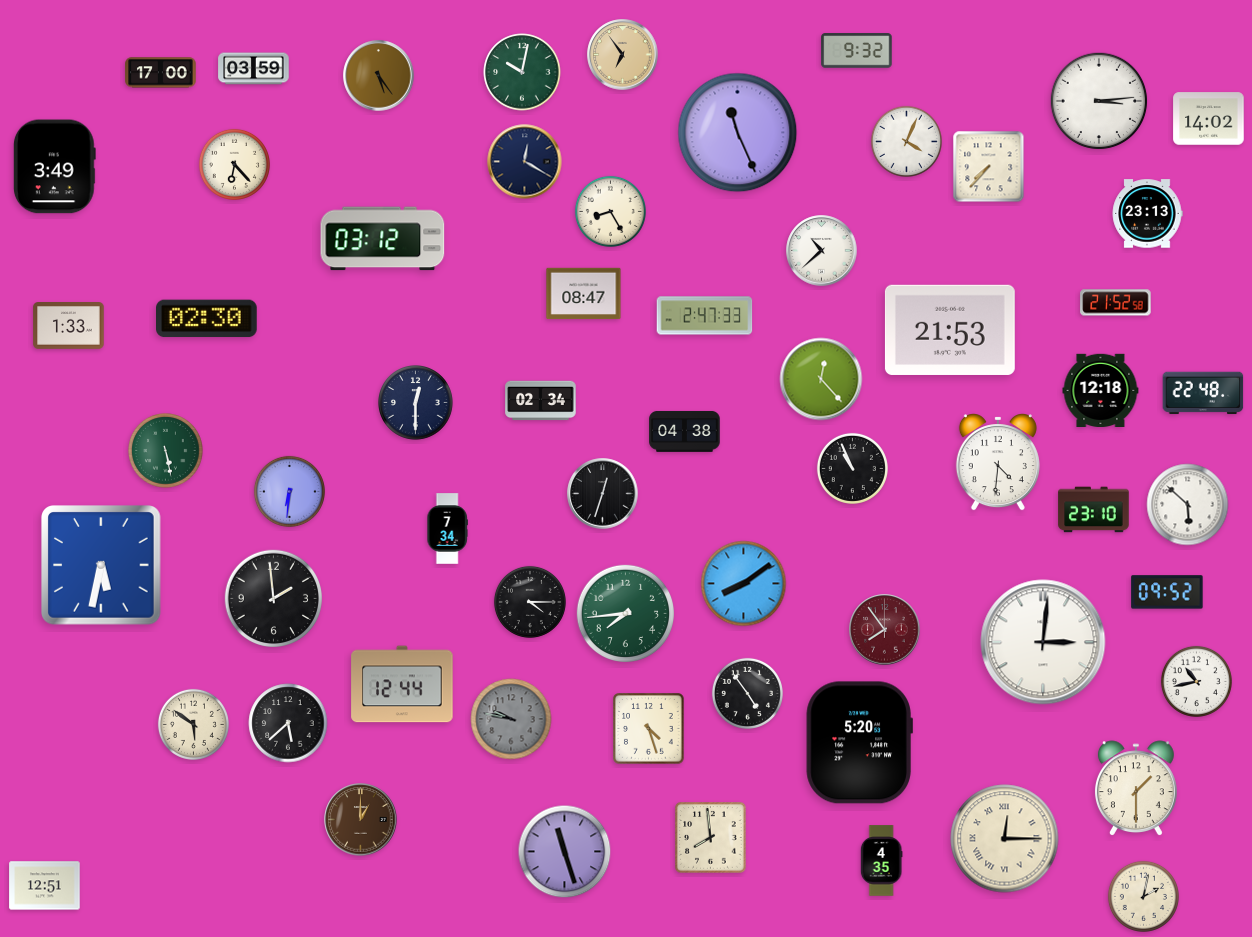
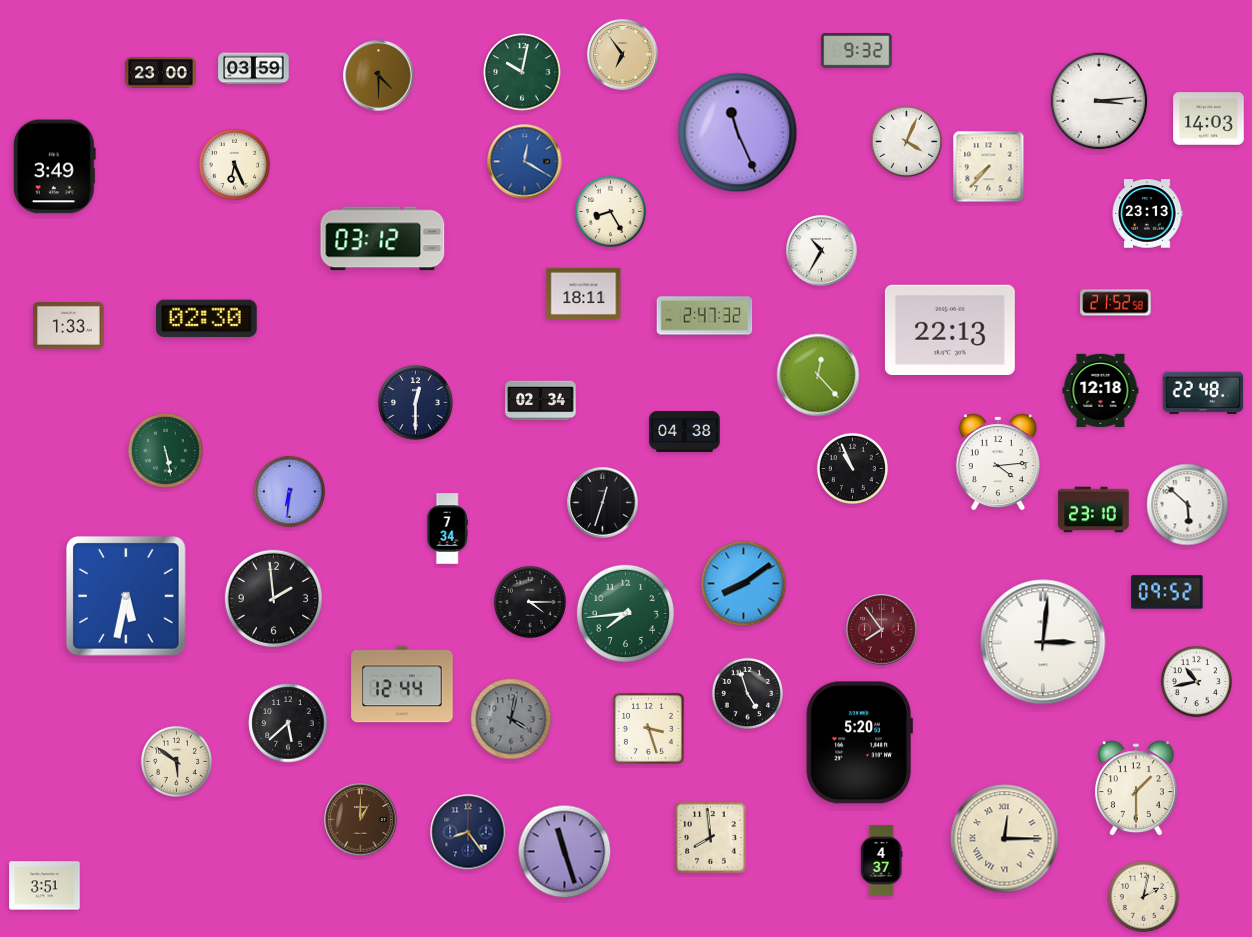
clock at (161, 73): 17:00 -> 23:00
clock at (379, 76): 5:24 -> 4:30
clock at (1209, 119): 14:02 -> 14:03
clock at (525, 162) dial: navy -> blue
clock at (234, 164): 6:23 -> 6:26
clock at (822, 251): 10:38 -> 10:35
clock at (584, 294): 08:47 -> 18:11
clock at (705, 316): 2:47:33 -> 2:47:32
clock at (950, 330): 21:53 -> 22:13
clock at (821, 379) position: (821, 379) -> (818, 375)
clock at (998, 462): 4:31 -> 4:14
clock at (603, 494) position: (603, 494) -> (603, 503)
clock at (101, 565) position: (101, 565) -> (126, 596)
clock at (885, 630) position: (885, 630) -> (882, 630)
clock at (747, 693): 4:54 -> 4:57
clock at (511, 719): 9:47 -> 4:02
clock at (193, 724) position: (193, 724) -> (176, 761)
clock at (649, 729): 4:27 -> 3:27
clock at (468, 832): none -> 8:24
clock at (881, 861): 4:35 -> 4:37
clock at (45, 886): 12:51 -> 3:51
